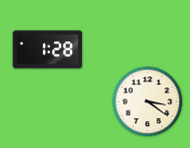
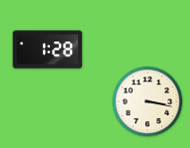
clock at (148, 102): 3:21 -> 3:17
